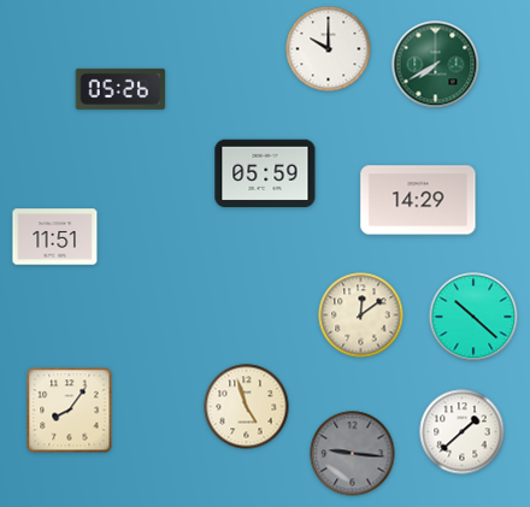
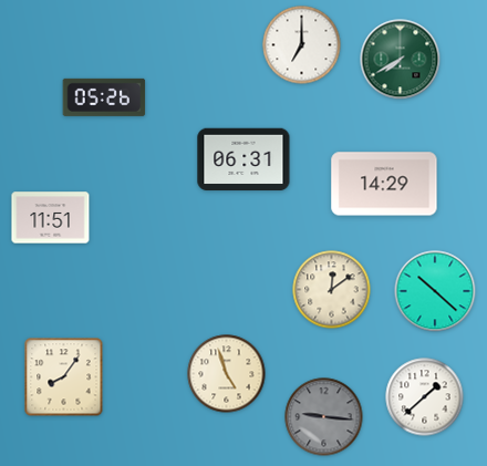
clock at (329, 49): 10:00 -> 7:00
clock at (120, 89) position: (120, 89) -> (104, 97)
clock at (265, 173): 05:59 -> 06:31
